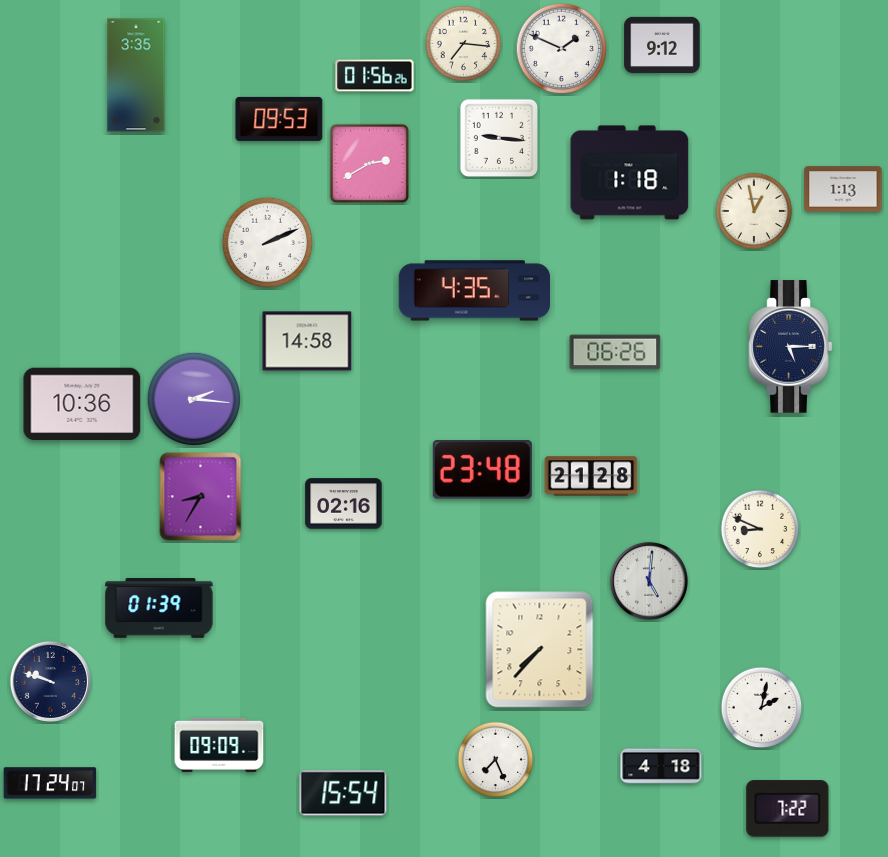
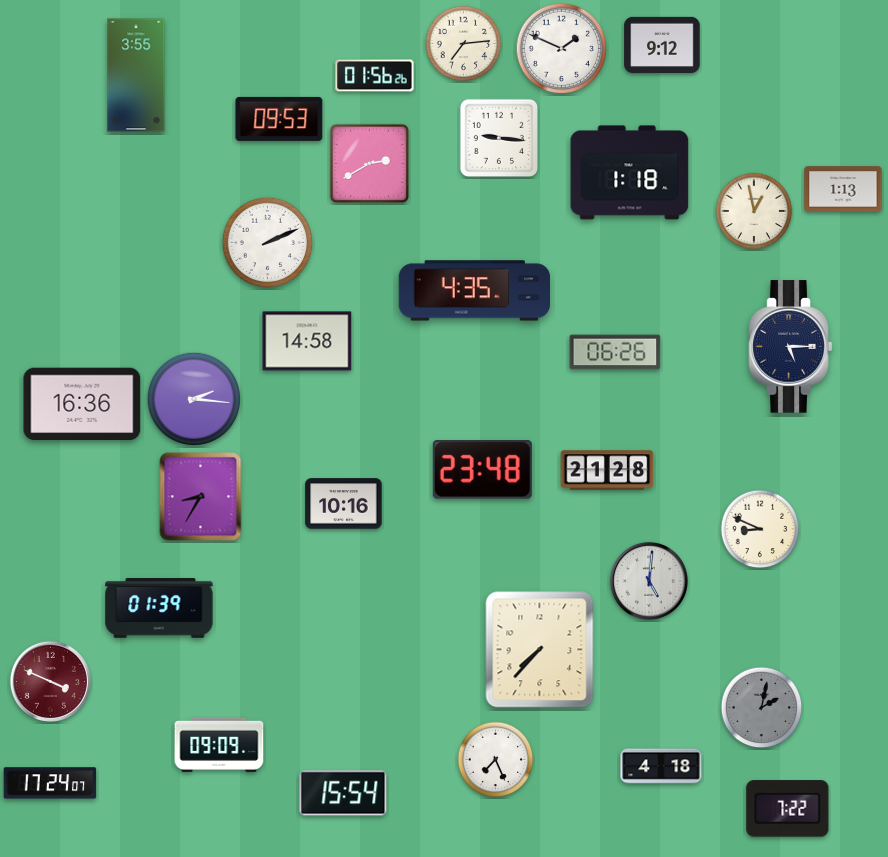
clock at (464, 44): 7:16 -> 7:14
clock at (136, 75): 3:35 -> 3:55
clock at (82, 404): 10:36 -> 16:36
clock at (591, 476) position: (591, 476) -> (607, 470)
clock at (344, 504): 02:16 -> 10:16
clock at (50, 681): 9:48 -> 3:49
clock at (50, 681) dial: navy -> burgundy
clock at (762, 708) dial: white -> grey
